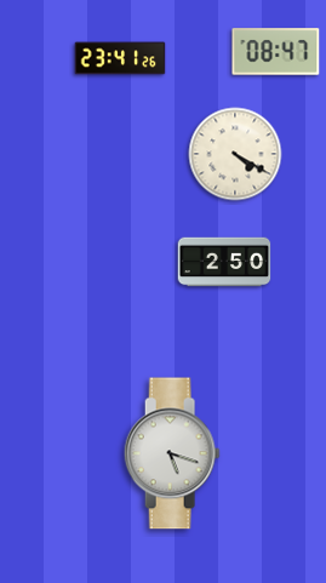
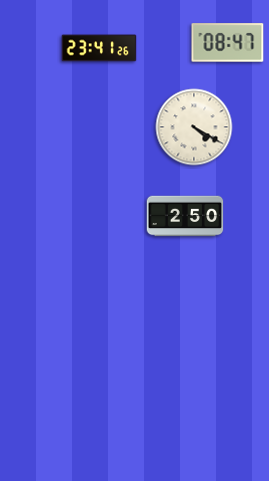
clock at (172, 453): 5:18 -> none
